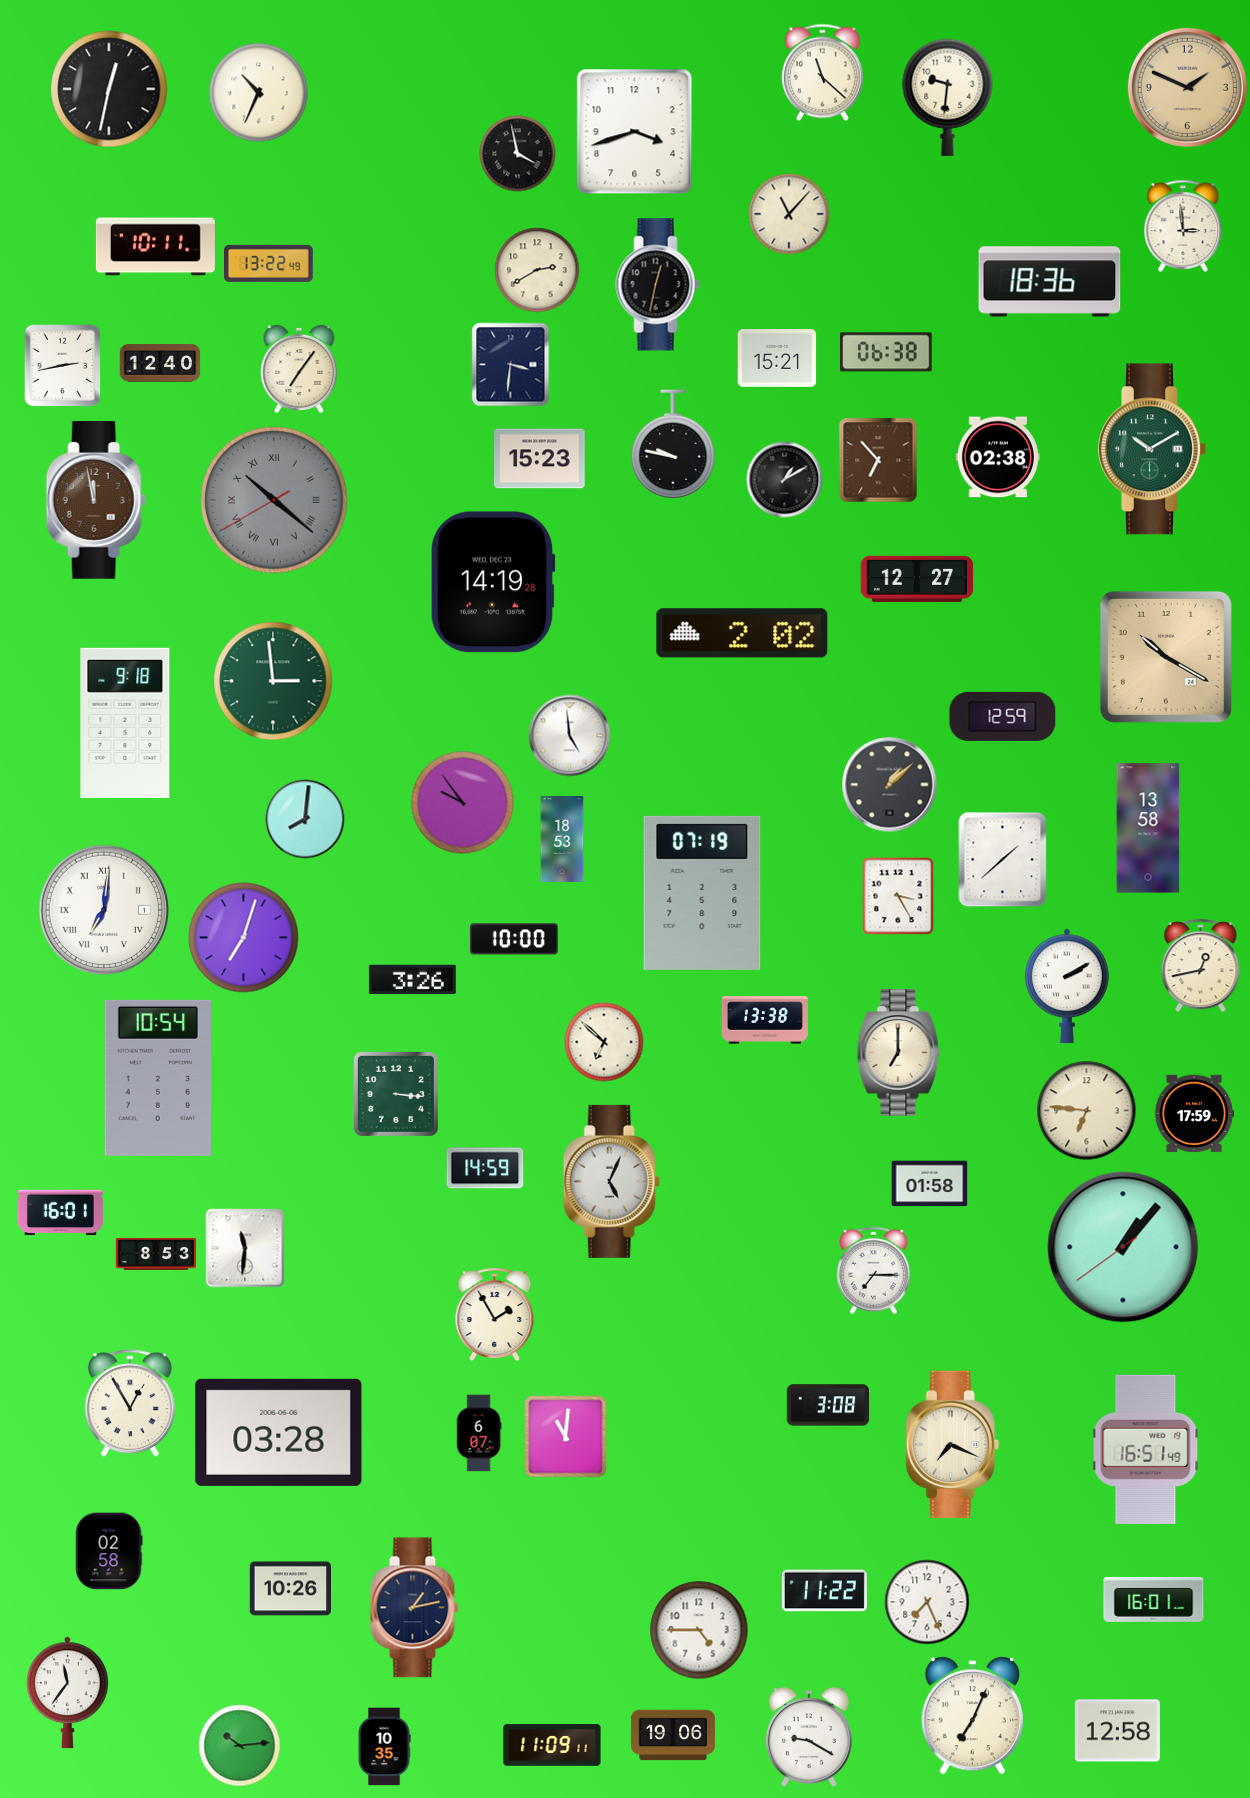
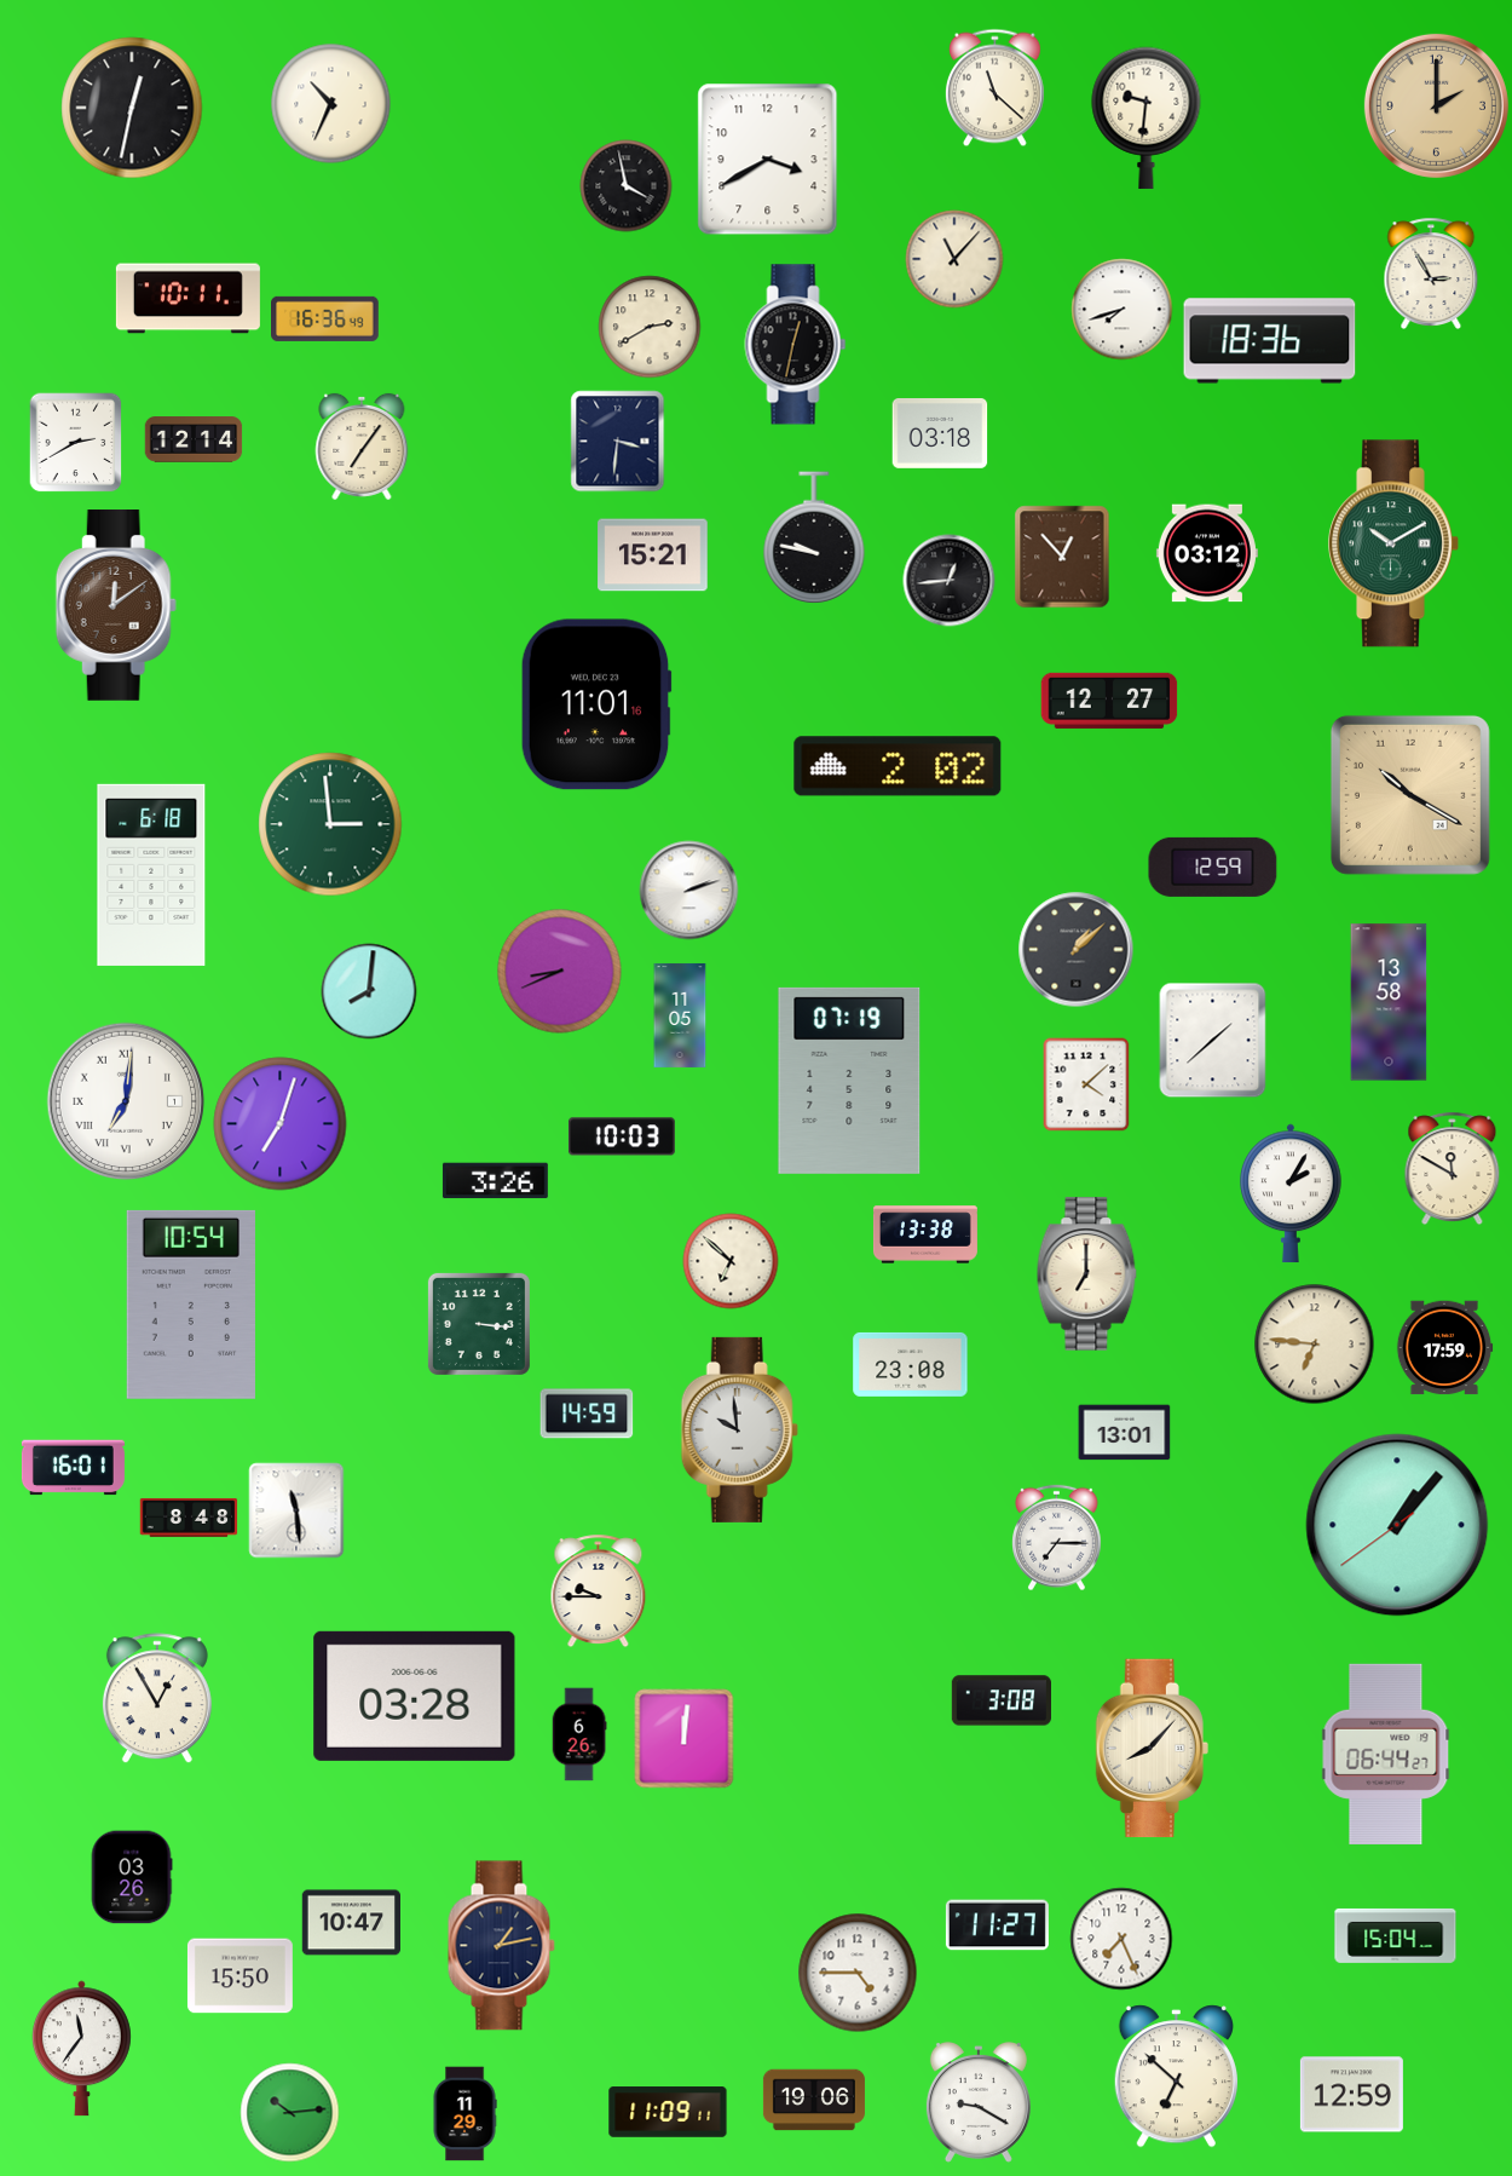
clock at (1187, 87): 1:49 -> 2:00
clock at (259, 93) position: (259, 93) -> (331, 104)
clock at (635, 132): 3:42 -> 3:40
clock at (1183, 226): 2:59 -> 2:55
clock at (1123, 310): none -> 7:42
clock at (269, 263): 13:22 -> 16:36
clock at (886, 352): 06:38 -> none
clock at (777, 359): 15:21 -> 03:18
clock at (160, 363): 12:40 -> 12:14
clock at (63, 366): 2:43 -> 2:40
clock at (998, 457): 02:38 -> 03:12
clock at (540, 459): 15:23 -> 15:21
clock at (878, 460): 6:53 -> 12:53
clock at (785, 480): 1:10 -> 12:44
clock at (274, 500): 10:21 -> none
clock at (96, 501): 11:58 -> 12:09
clock at (493, 582): 14:19 -> 11:01
clock at (125, 723): 9:18 -> 6:18
clock at (570, 736): 4:59 -> 2:12
clock at (463, 803): 9:54 -> 8:41
clock at (562, 839): 18:53 -> 11:05
clock at (898, 896): 3:25 -> 4:08
clock at (244, 938) position: (244, 938) -> (281, 1124)
clock at (514, 939): 10:00 -> 10:03
clock at (1201, 966): 12:43 -> 11:50
clock at (412, 980) position: (412, 980) -> (495, 1181)
clock at (1067, 986): 2:10 -> 2:05
clock at (911, 1364): none -> 23:08
clock at (611, 1181): 5:04 -> 9:59
clock at (930, 1184): 01:58 -> 13:01
clock at (1123, 1247) position: (1123, 1247) -> (1397, 1525)
clock at (245, 1248): 11:31 -> 11:29
clock at (156, 1254): 8:53 -> 8:48
clock at (495, 1315): 1:55 -> 9:45
clock at (279, 1432) position: (279, 1432) -> (415, 1696)
clock at (479, 1433): 6:07 -> 6:26
clock at (566, 1437): 11:01 -> 12:01
clock at (952, 1445): 7:19 -> 8:07
clock at (1146, 1449): 16:51 -> 06:44
clock at (109, 1551): 02:58 -> 03:26
clock at (290, 1589): 10:26 -> 10:47
clock at (824, 1591): 11:22 -> 11:27
clock at (1154, 1599): 16:01 -> 15:04
clock at (699, 1630) position: (699, 1630) -> (858, 1973)
clock at (240, 1976): none -> 15:50
clock at (972, 1716): 7:04 -> 6:52
clock at (1117, 1731): 12:58 -> 12:59
clock at (384, 1747): 10:35 -> 11:29
